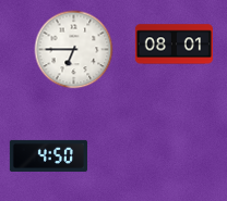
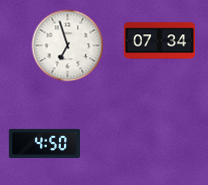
clock at (174, 45): 08:01 -> 07:34
clock at (74, 50): 6:45 -> 6:57
